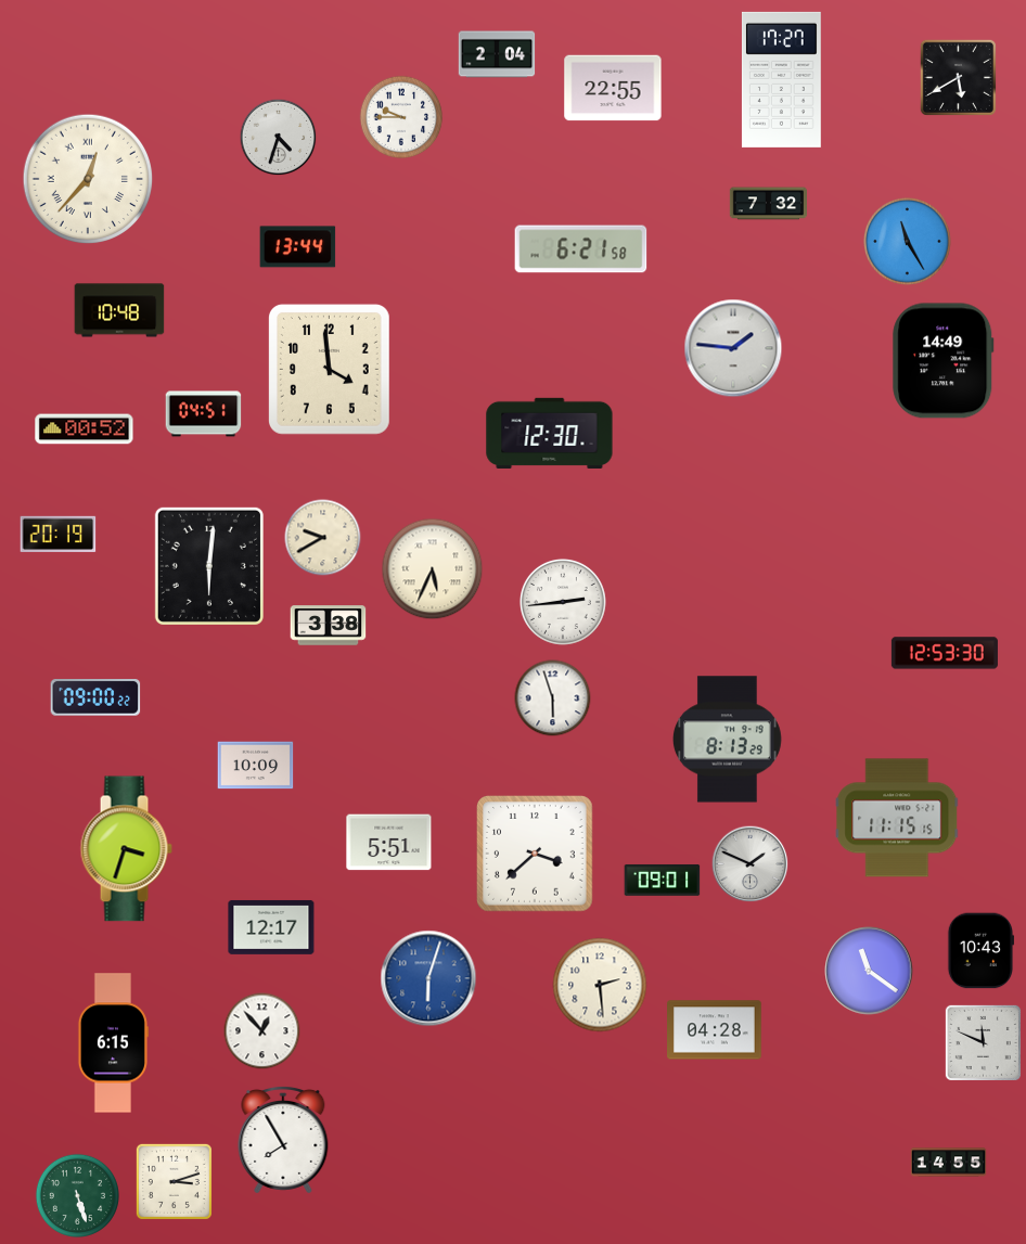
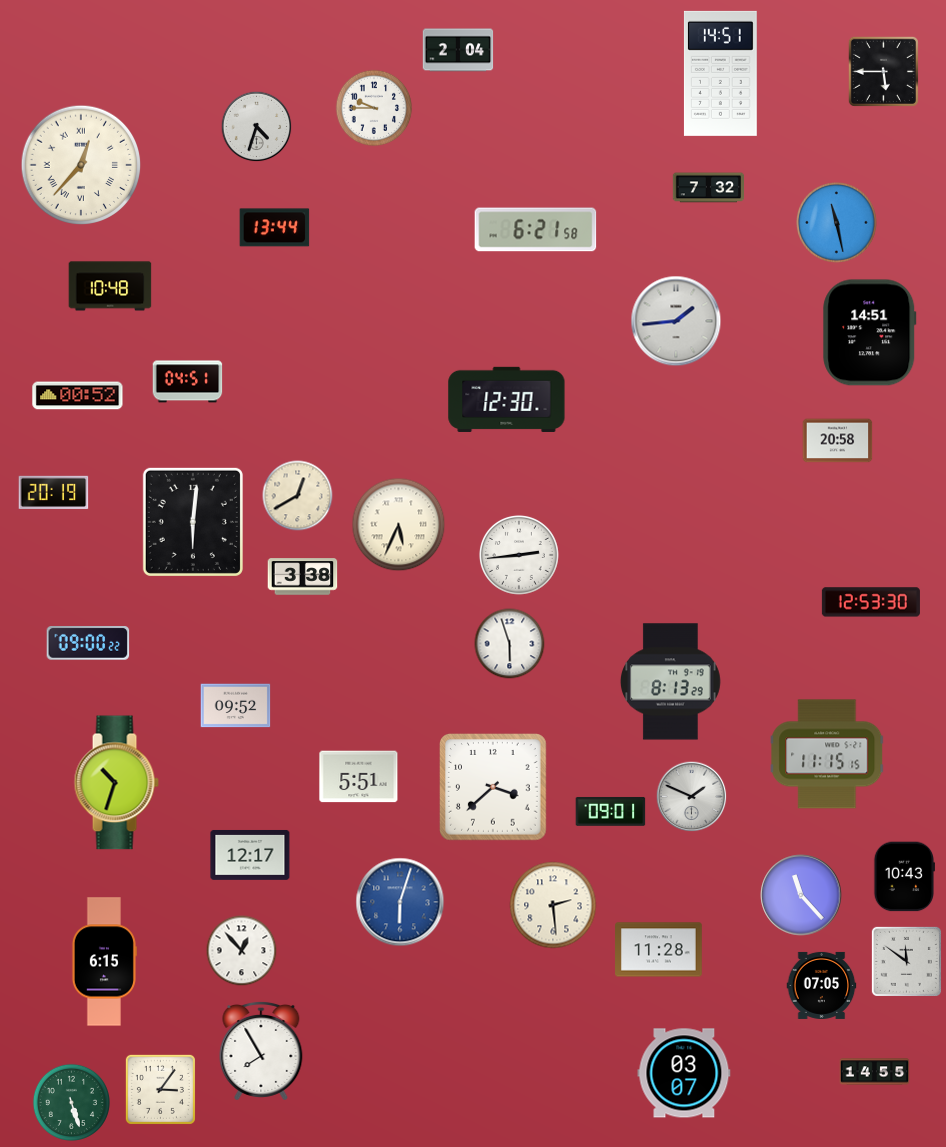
clock at (958, 77): 5:40 -> 5:45
clock at (781, 79): 17:27 -> 14:51
clock at (613, 88): 22:55 -> none
clock at (401, 117) position: (401, 117) -> (374, 108)
clock at (908, 242): 11:25 -> 11:28
clock at (733, 348): 1:46 -> 1:44
clock at (944, 361): 14:49 -> 14:51
clock at (329, 369): 3:59 -> none
clock at (838, 441): none -> 20:58
clock at (323, 538): 9:40 -> 12:40
clock at (256, 766): 10:09 -> 09:52
clock at (126, 849): 3:33 -> 10:33
clock at (869, 971): 11:21 -> 11:23
clock at (428, 978) position: (428, 978) -> (400, 902)
clock at (600, 985) position: (600, 985) -> (553, 905)
clock at (715, 1030): 04:28 -> 11:28
clock at (983, 1042): 11:49 -> 11:51
clock at (822, 985): none -> 07:05
clock at (684, 1073): none -> 03:07
clock at (174, 1181): 3:12 -> 3:06
